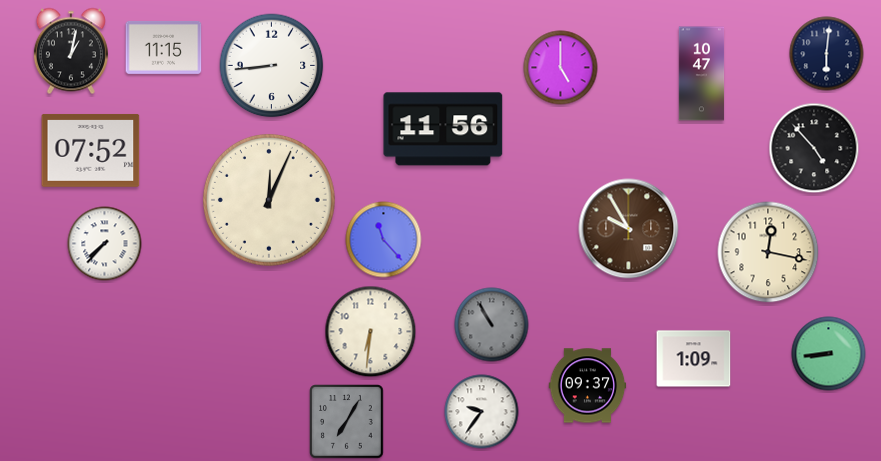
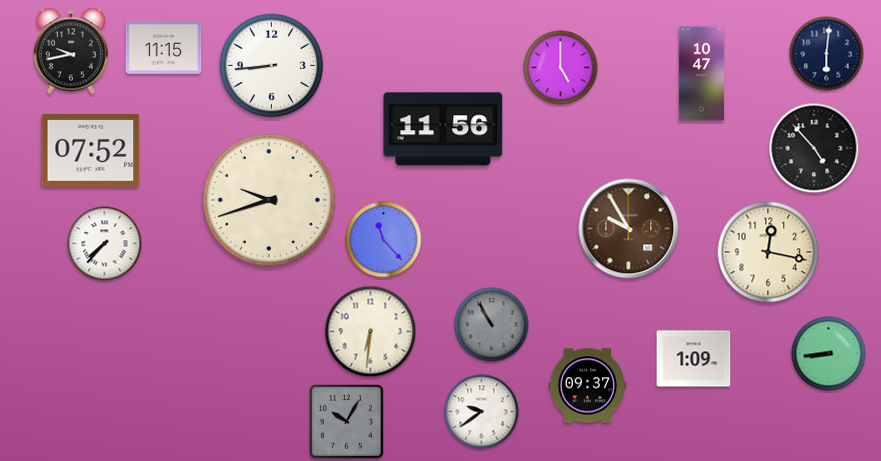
clock at (71, 51): 1:02 -> 9:43
clock at (269, 200): 12:04 -> 9:42
clock at (482, 412): 9:36 -> 9:39
clock at (347, 422): 7:05 -> 10:05
